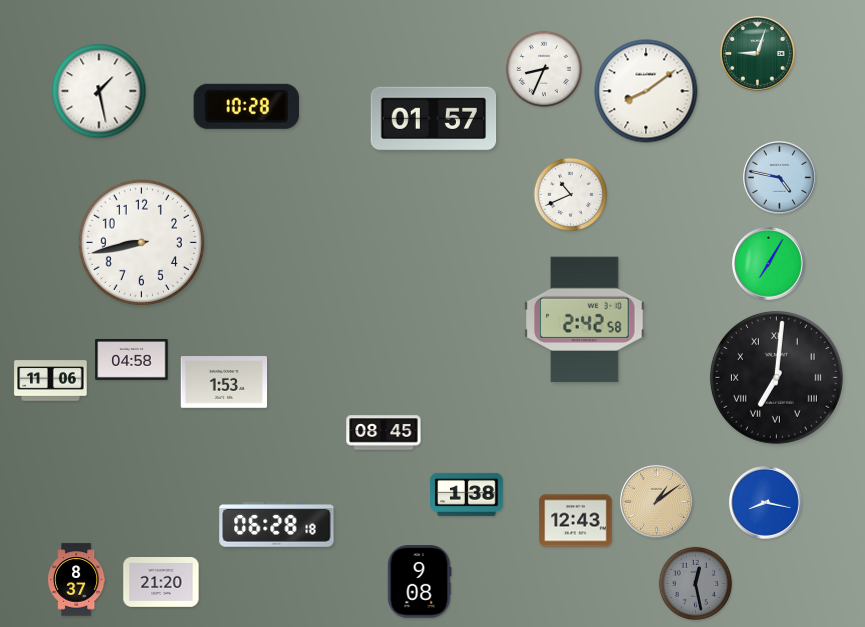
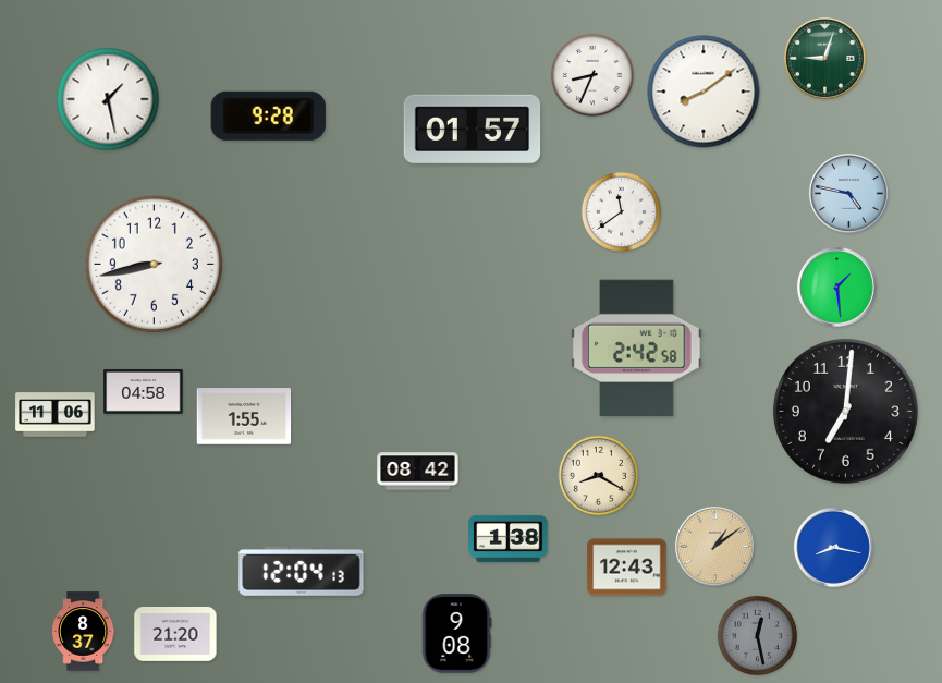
clock at (646, 91) position: (646, 91) -> (704, 92)
clock at (246, 106): 10:28 -> 9:28
clock at (570, 194): 10:41 -> 11:39
clock at (769, 264): 7:05 -> 1:29
clock at (776, 377) numerals: Roman -> Arabic
clock at (224, 382): 1:53 -> 1:55
clock at (384, 433): 08:45 -> 08:42
clock at (598, 475): none -> 8:20
clock at (277, 525): 06:28 -> 12:04
